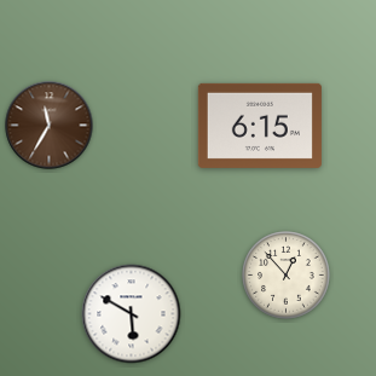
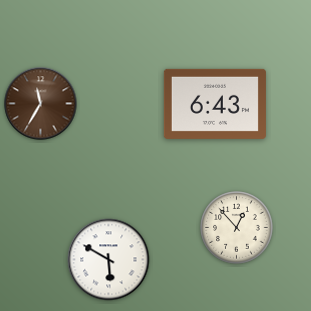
clock at (260, 126): 6:15 -> 6:43
